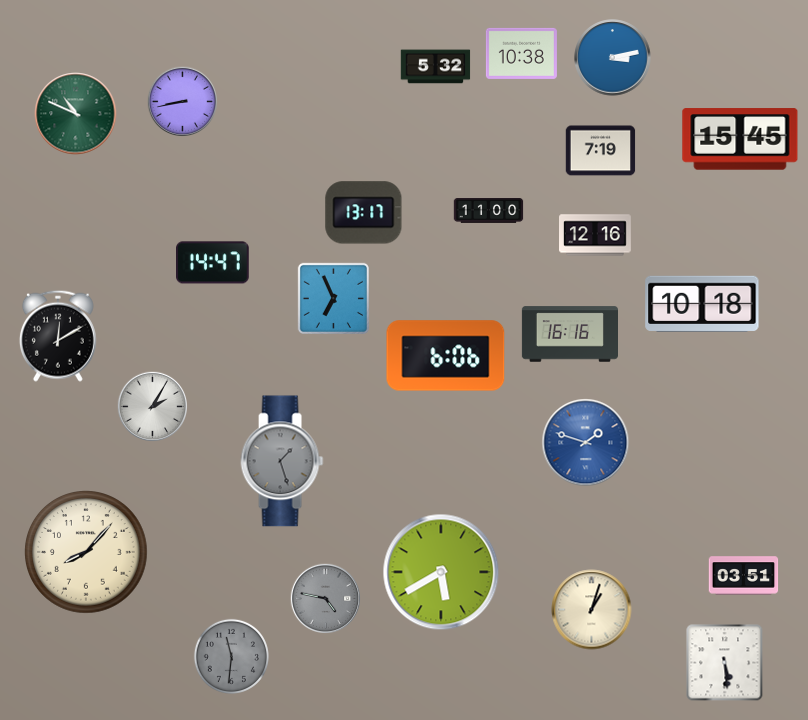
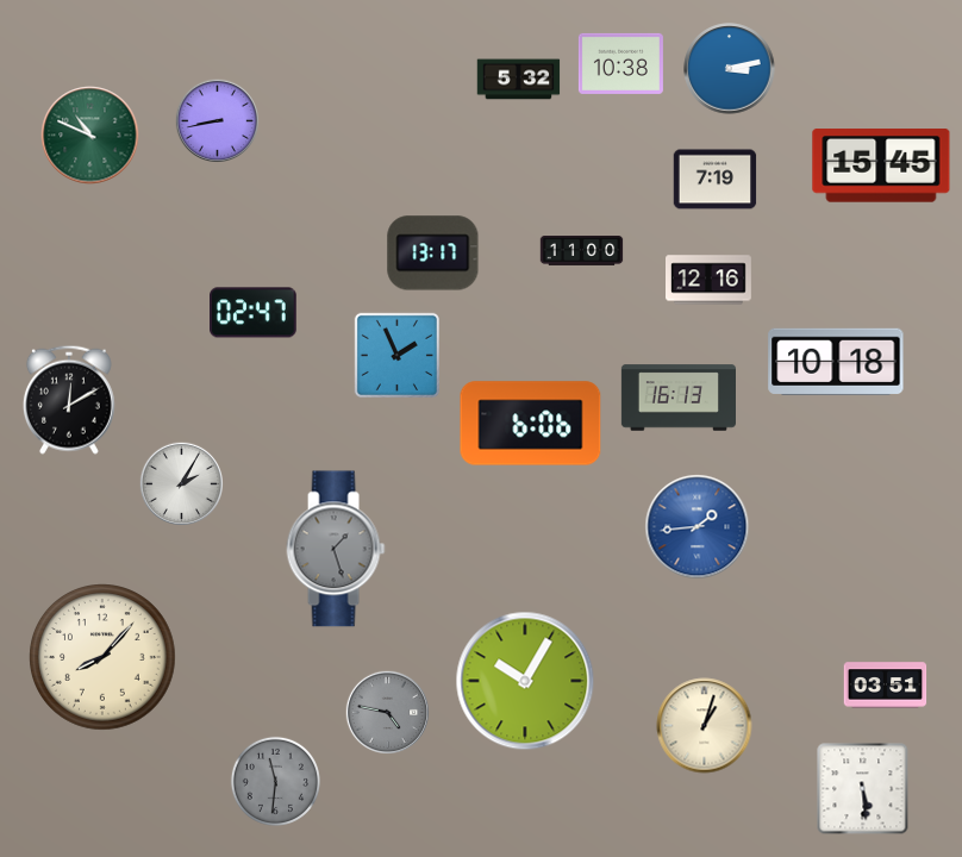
clock at (213, 263): 14:47 -> 02:47
clock at (333, 298): 6:56 -> 1:56
clock at (569, 334): 16:16 -> 16:13
clock at (586, 443): 1:48 -> 1:44
clock at (441, 572): 5:40 -> 10:05
